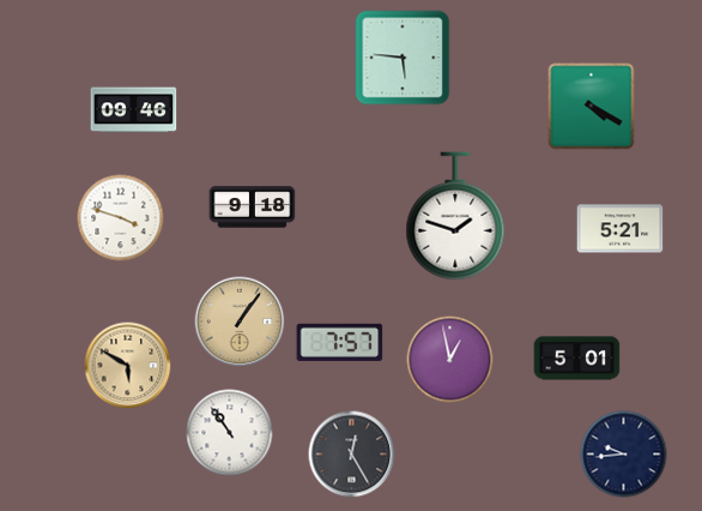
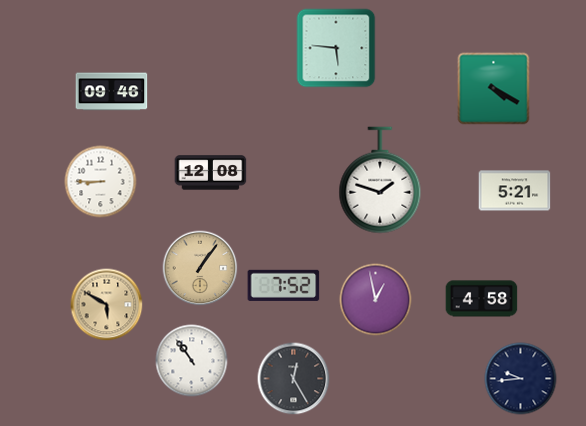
clock at (253, 208): 9:18 -> 12:08
clock at (121, 218): 3:48 -> 8:45
clock at (621, 229) position: (621, 229) -> (515, 191)
clock at (340, 342): 7:57 -> 7:52
clock at (577, 359): 5:01 -> 4:58
